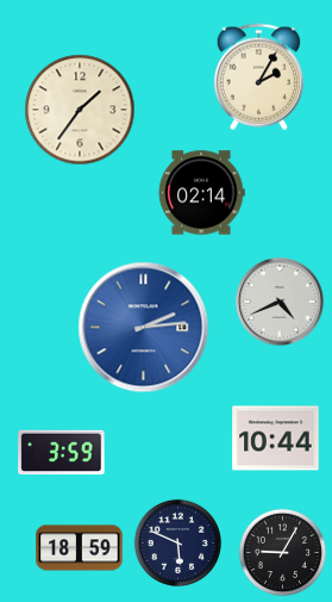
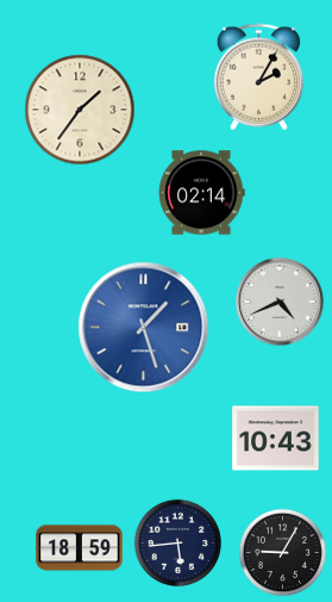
clock at (144, 328): 2:14 -> 1:27
clock at (276, 439): 10:44 -> 10:43
clock at (62, 453): 3:59 -> none
clock at (177, 542): 5:49 -> 5:44
